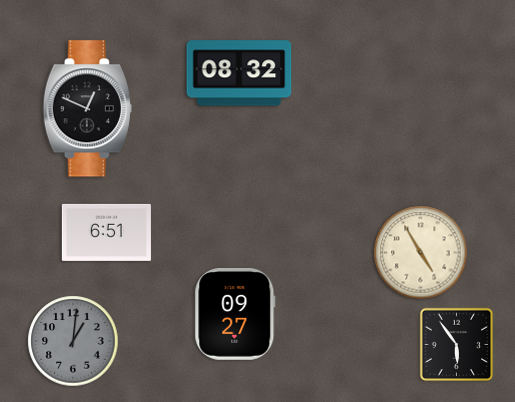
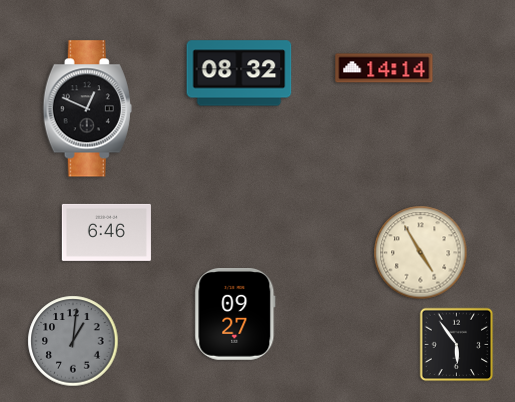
clock at (384, 68): none -> 14:14
clock at (106, 232): 6:51 -> 6:46
